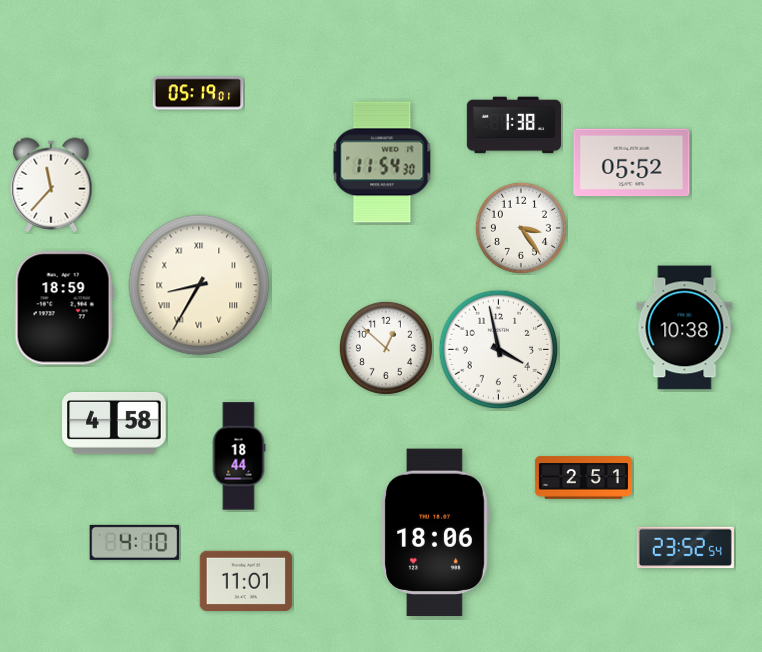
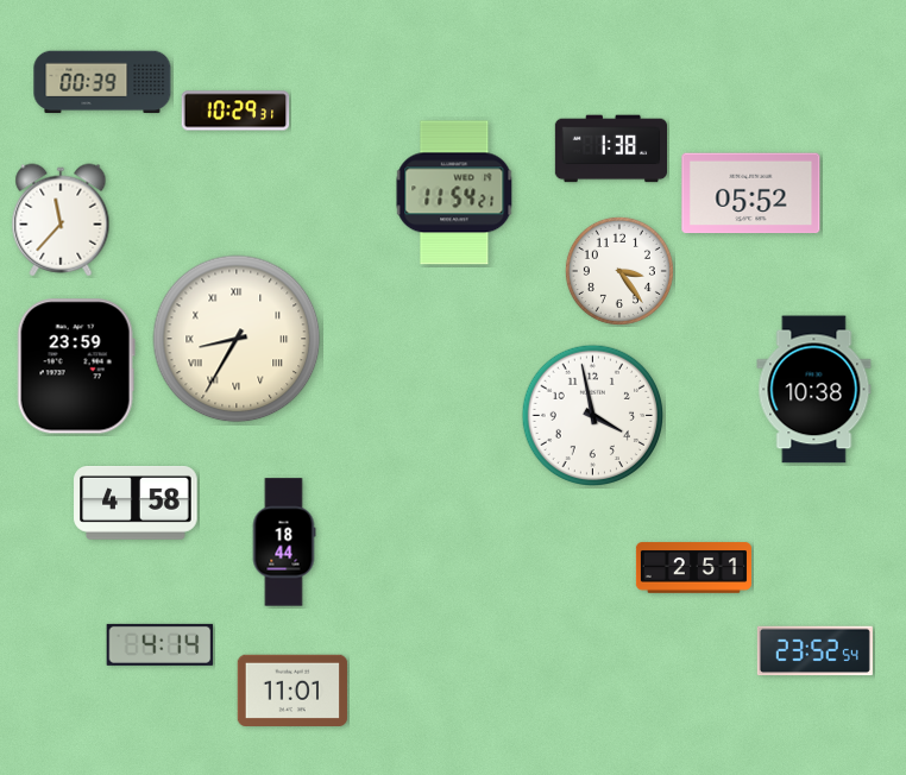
clock at (102, 82): none -> 00:39
clock at (198, 93): 05:19 -> 10:29
clock at (382, 162): 11:54:30 -> 11:54:21
clock at (64, 308): 18:59 -> 23:59
clock at (386, 348): 12:52 -> none
clock at (435, 533): 18:06 -> none
clock at (135, 542): 4:10 -> 4:14
